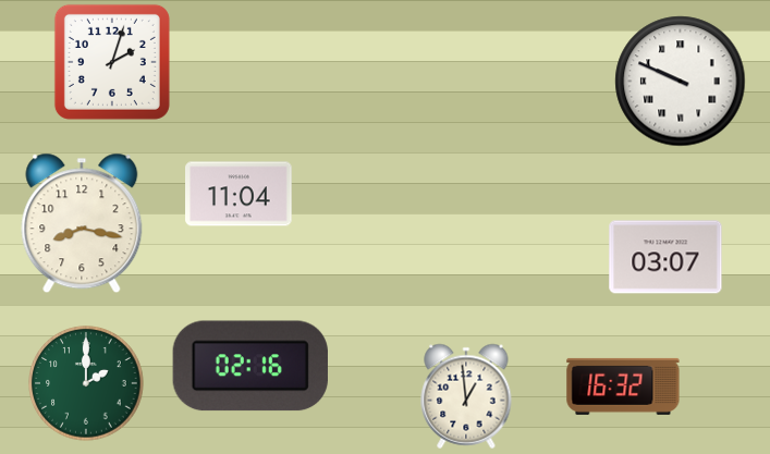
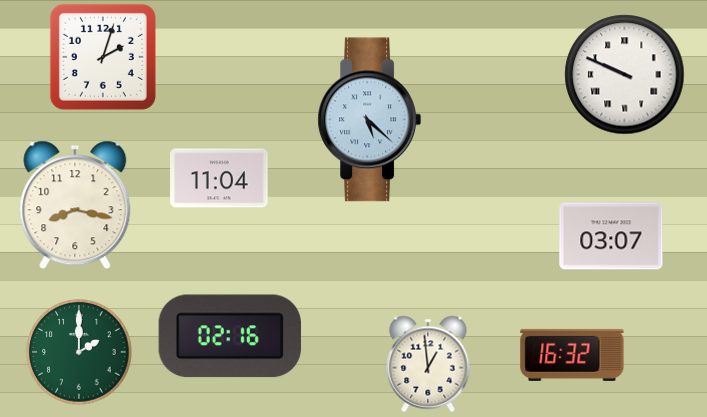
clock at (369, 120): none -> 5:22
